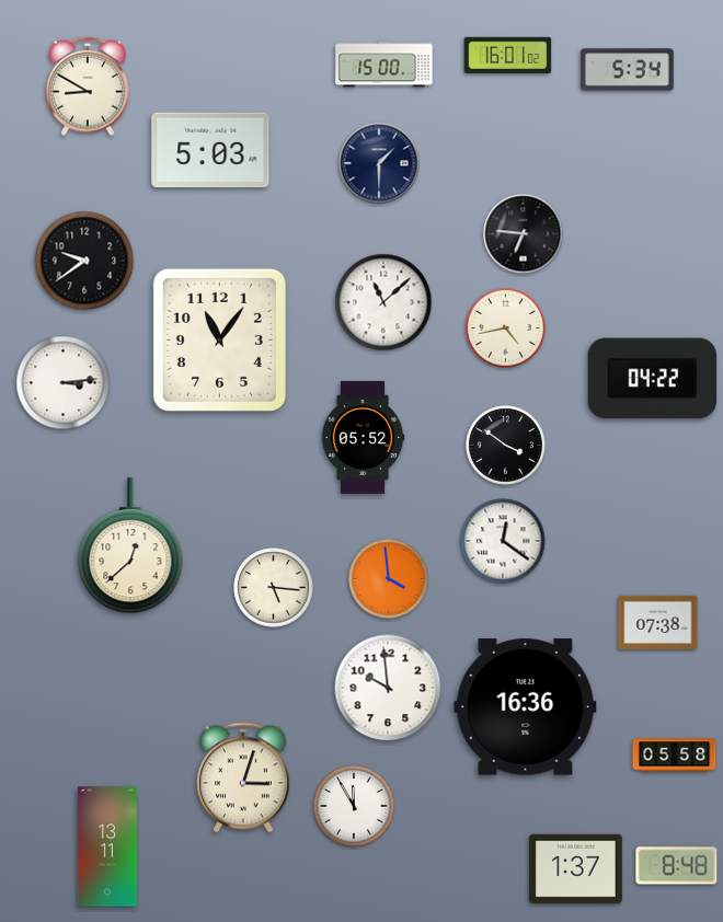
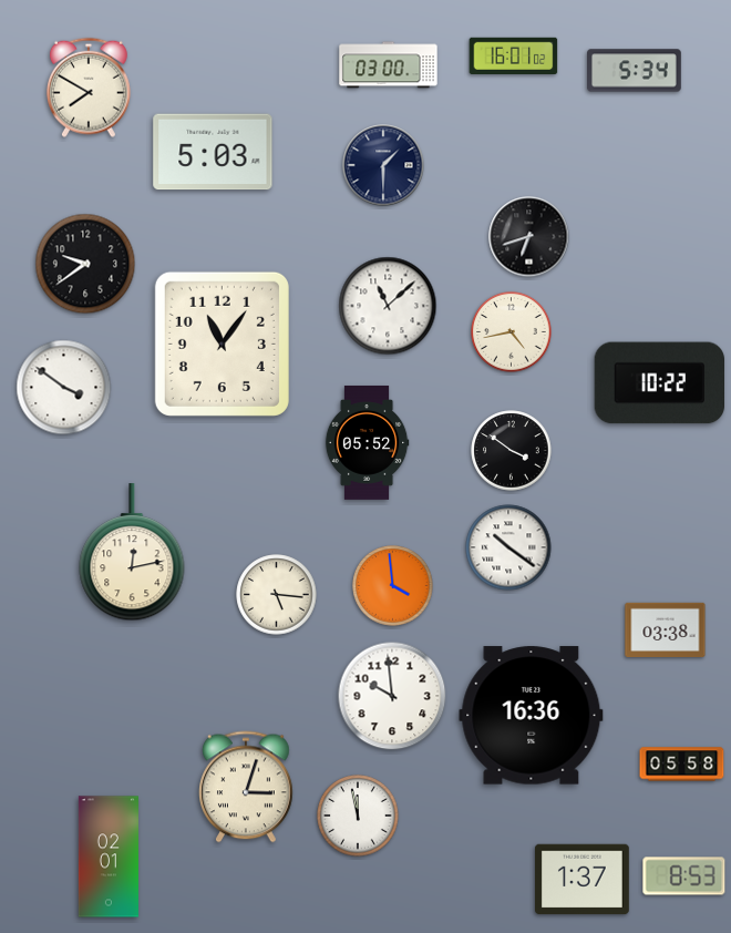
clock at (385, 65): 15:00 -> 03:00
clock at (88, 87): 8:50 -> 7:50
clock at (524, 234): 6:46 -> 6:42
clock at (653, 379): 04:22 -> 10:22
clock at (64, 383): 3:14 -> 3:51
clock at (503, 541): 12:21 -> 10:21
clock at (130, 546): 12:38 -> 12:13
clock at (658, 622): 07:38 -> 03:38
clock at (354, 806): 11:55 -> 11:58
clock at (107, 846): 13:11 -> 02:01
clock at (677, 866): 8:48 -> 8:53
